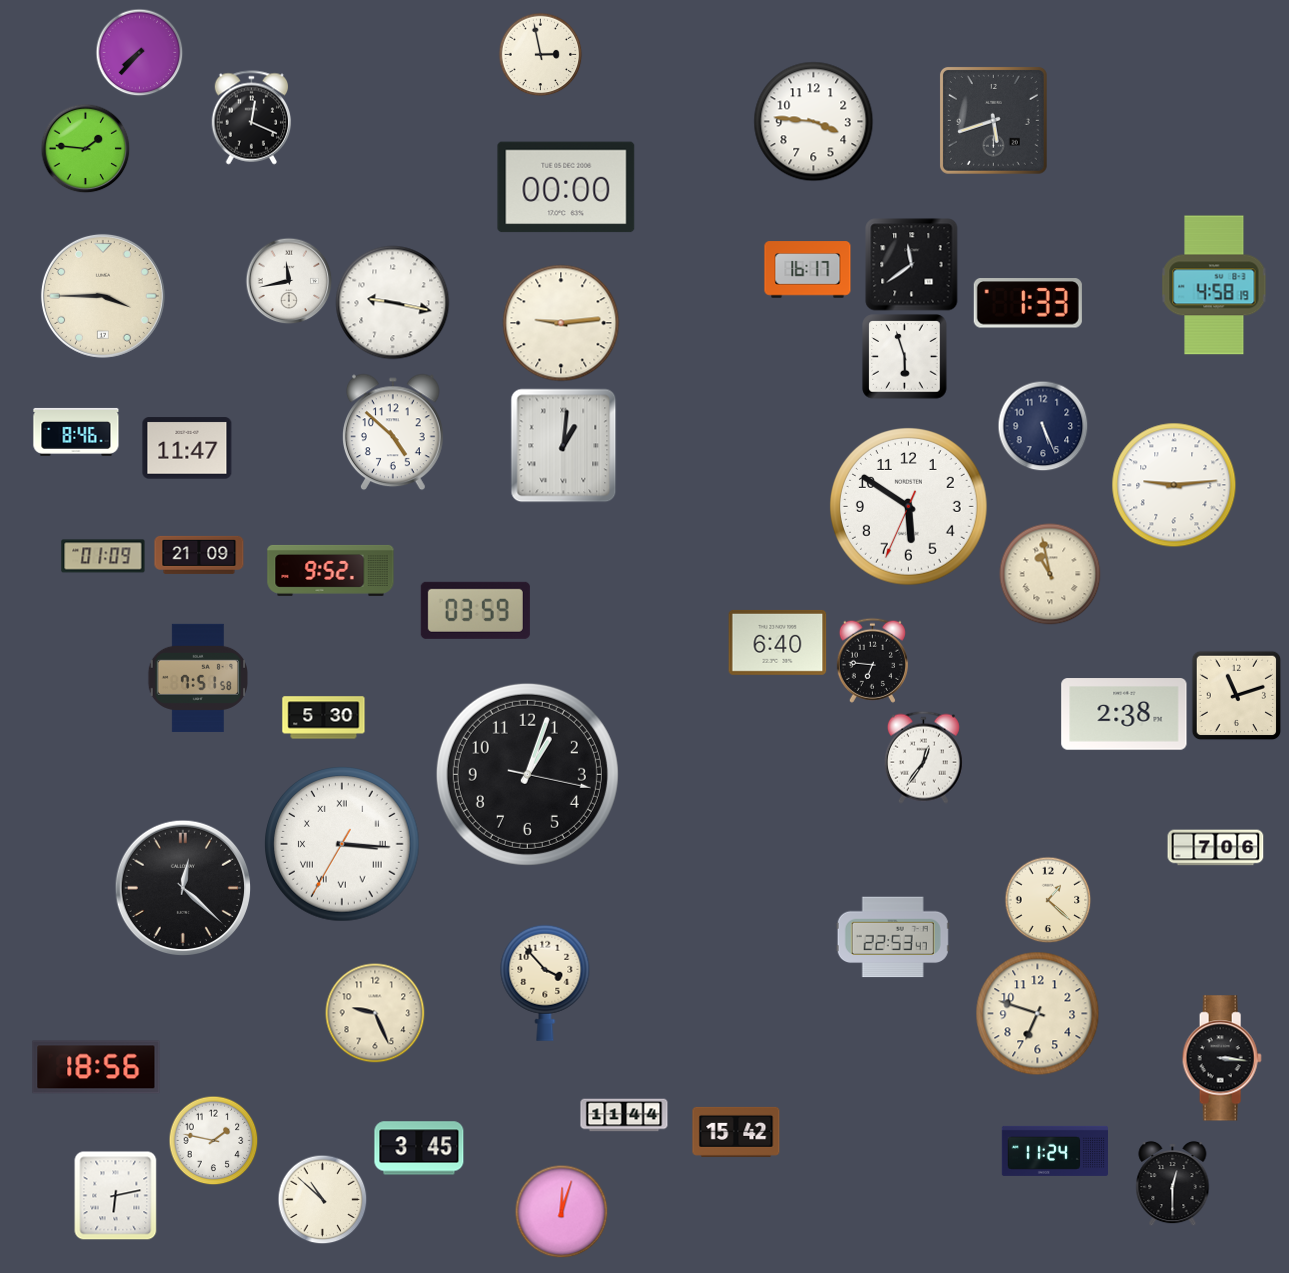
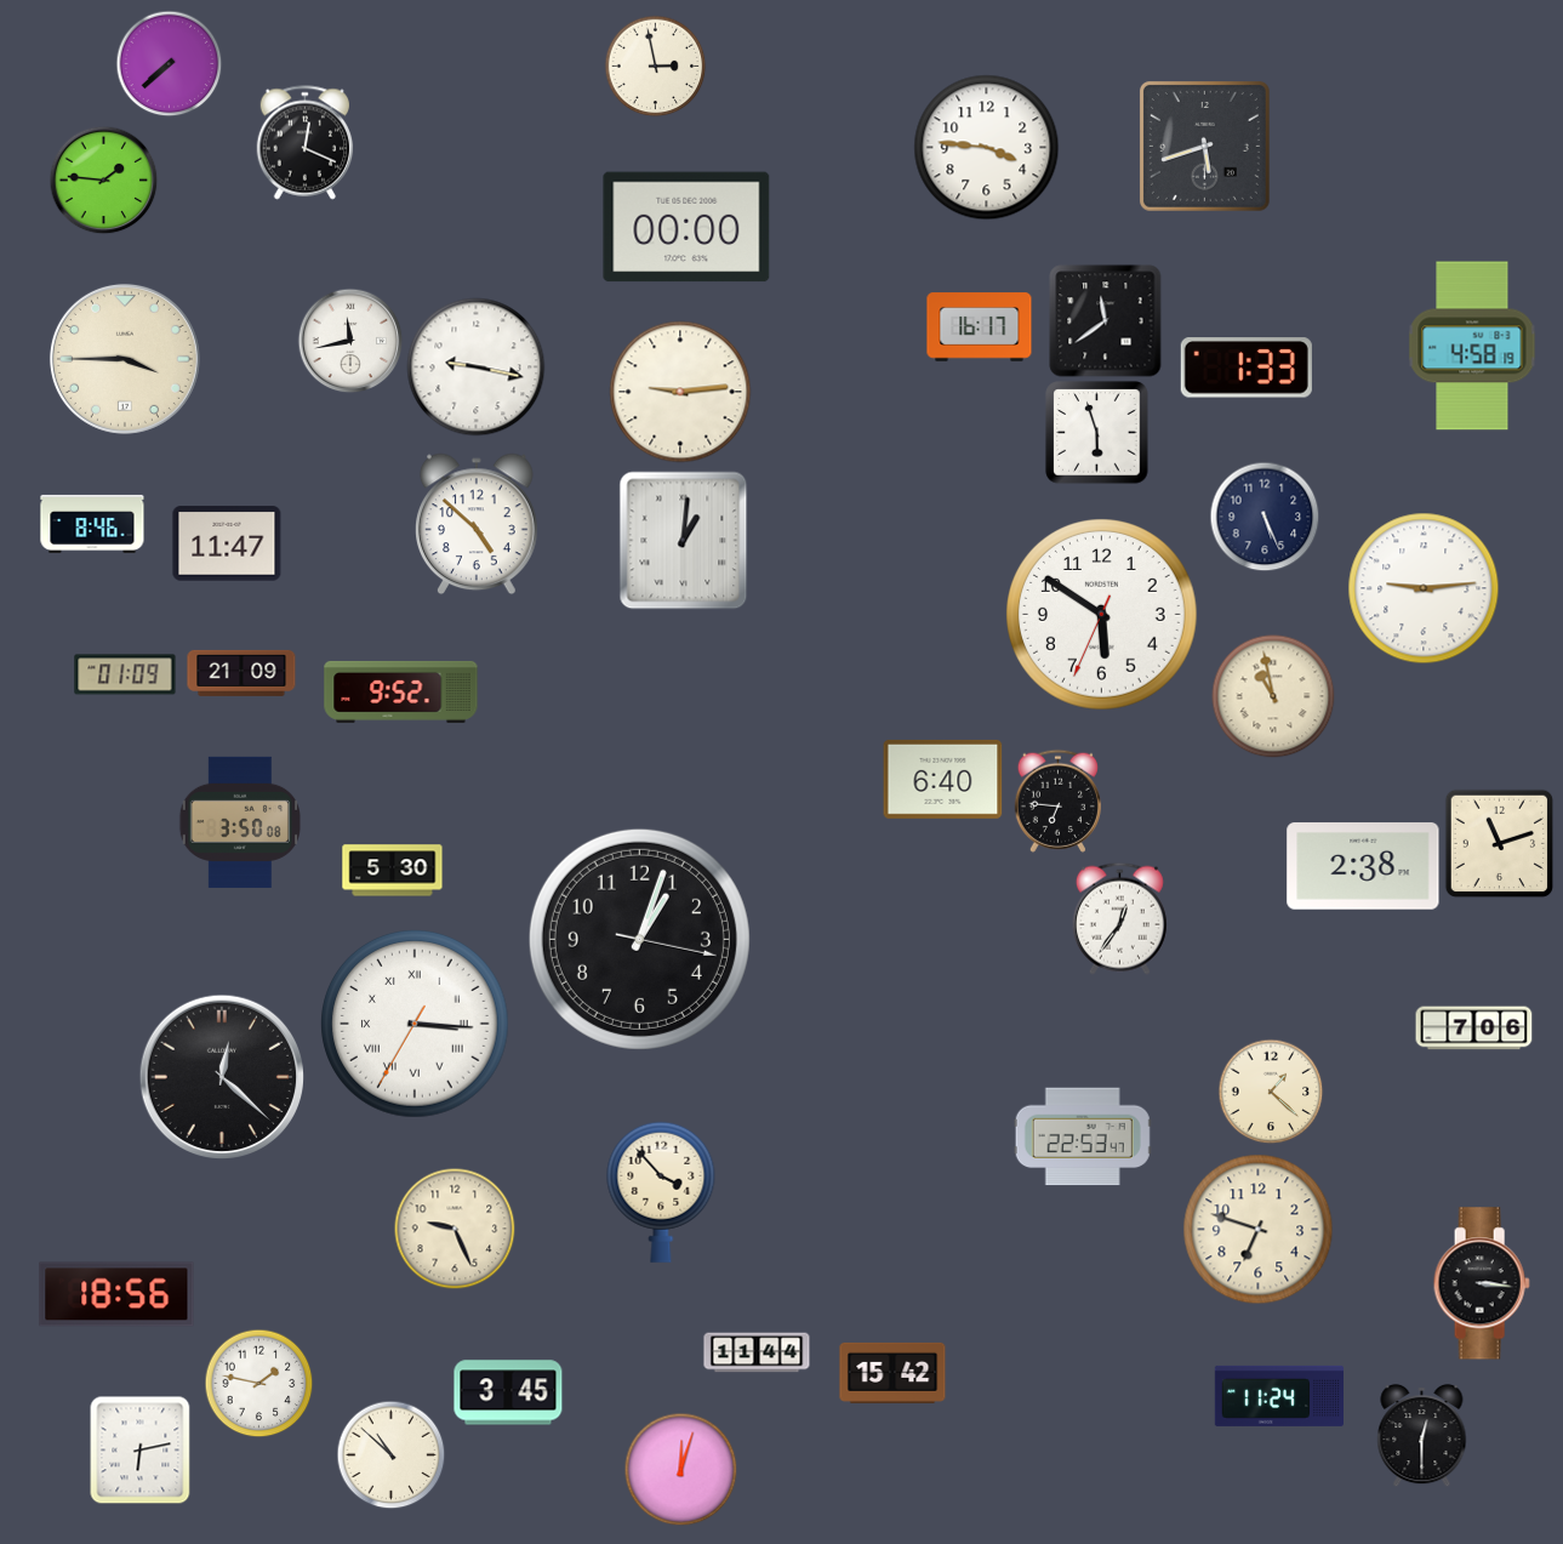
clock at (139, 52): 7:37 -> 7:38
clock at (475, 610): 03:59 -> none
clock at (197, 678): 7:51 -> 3:50
